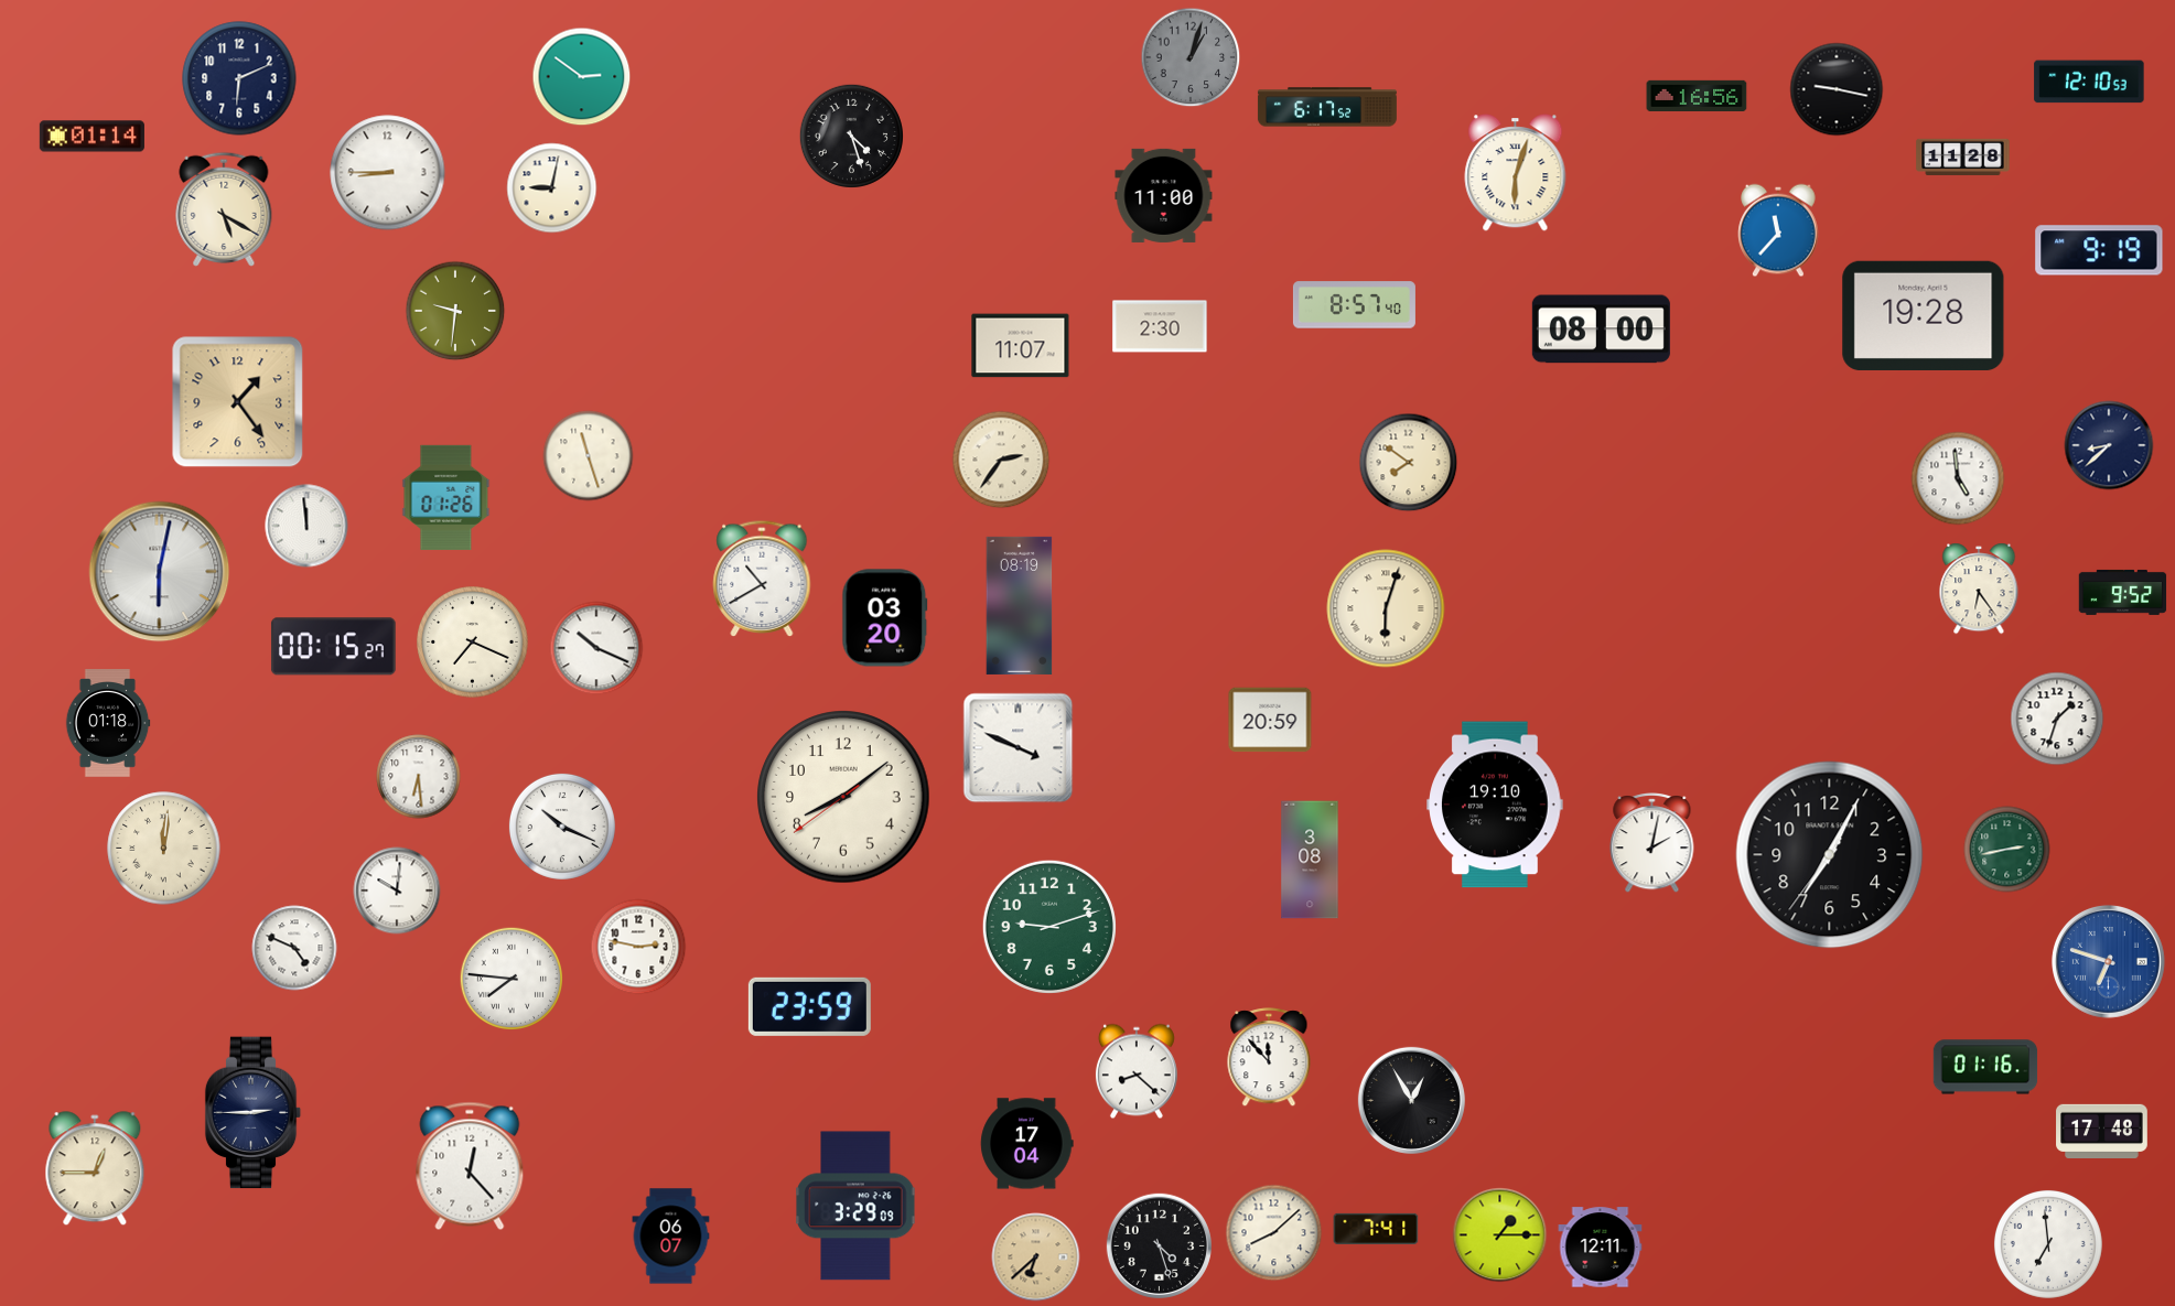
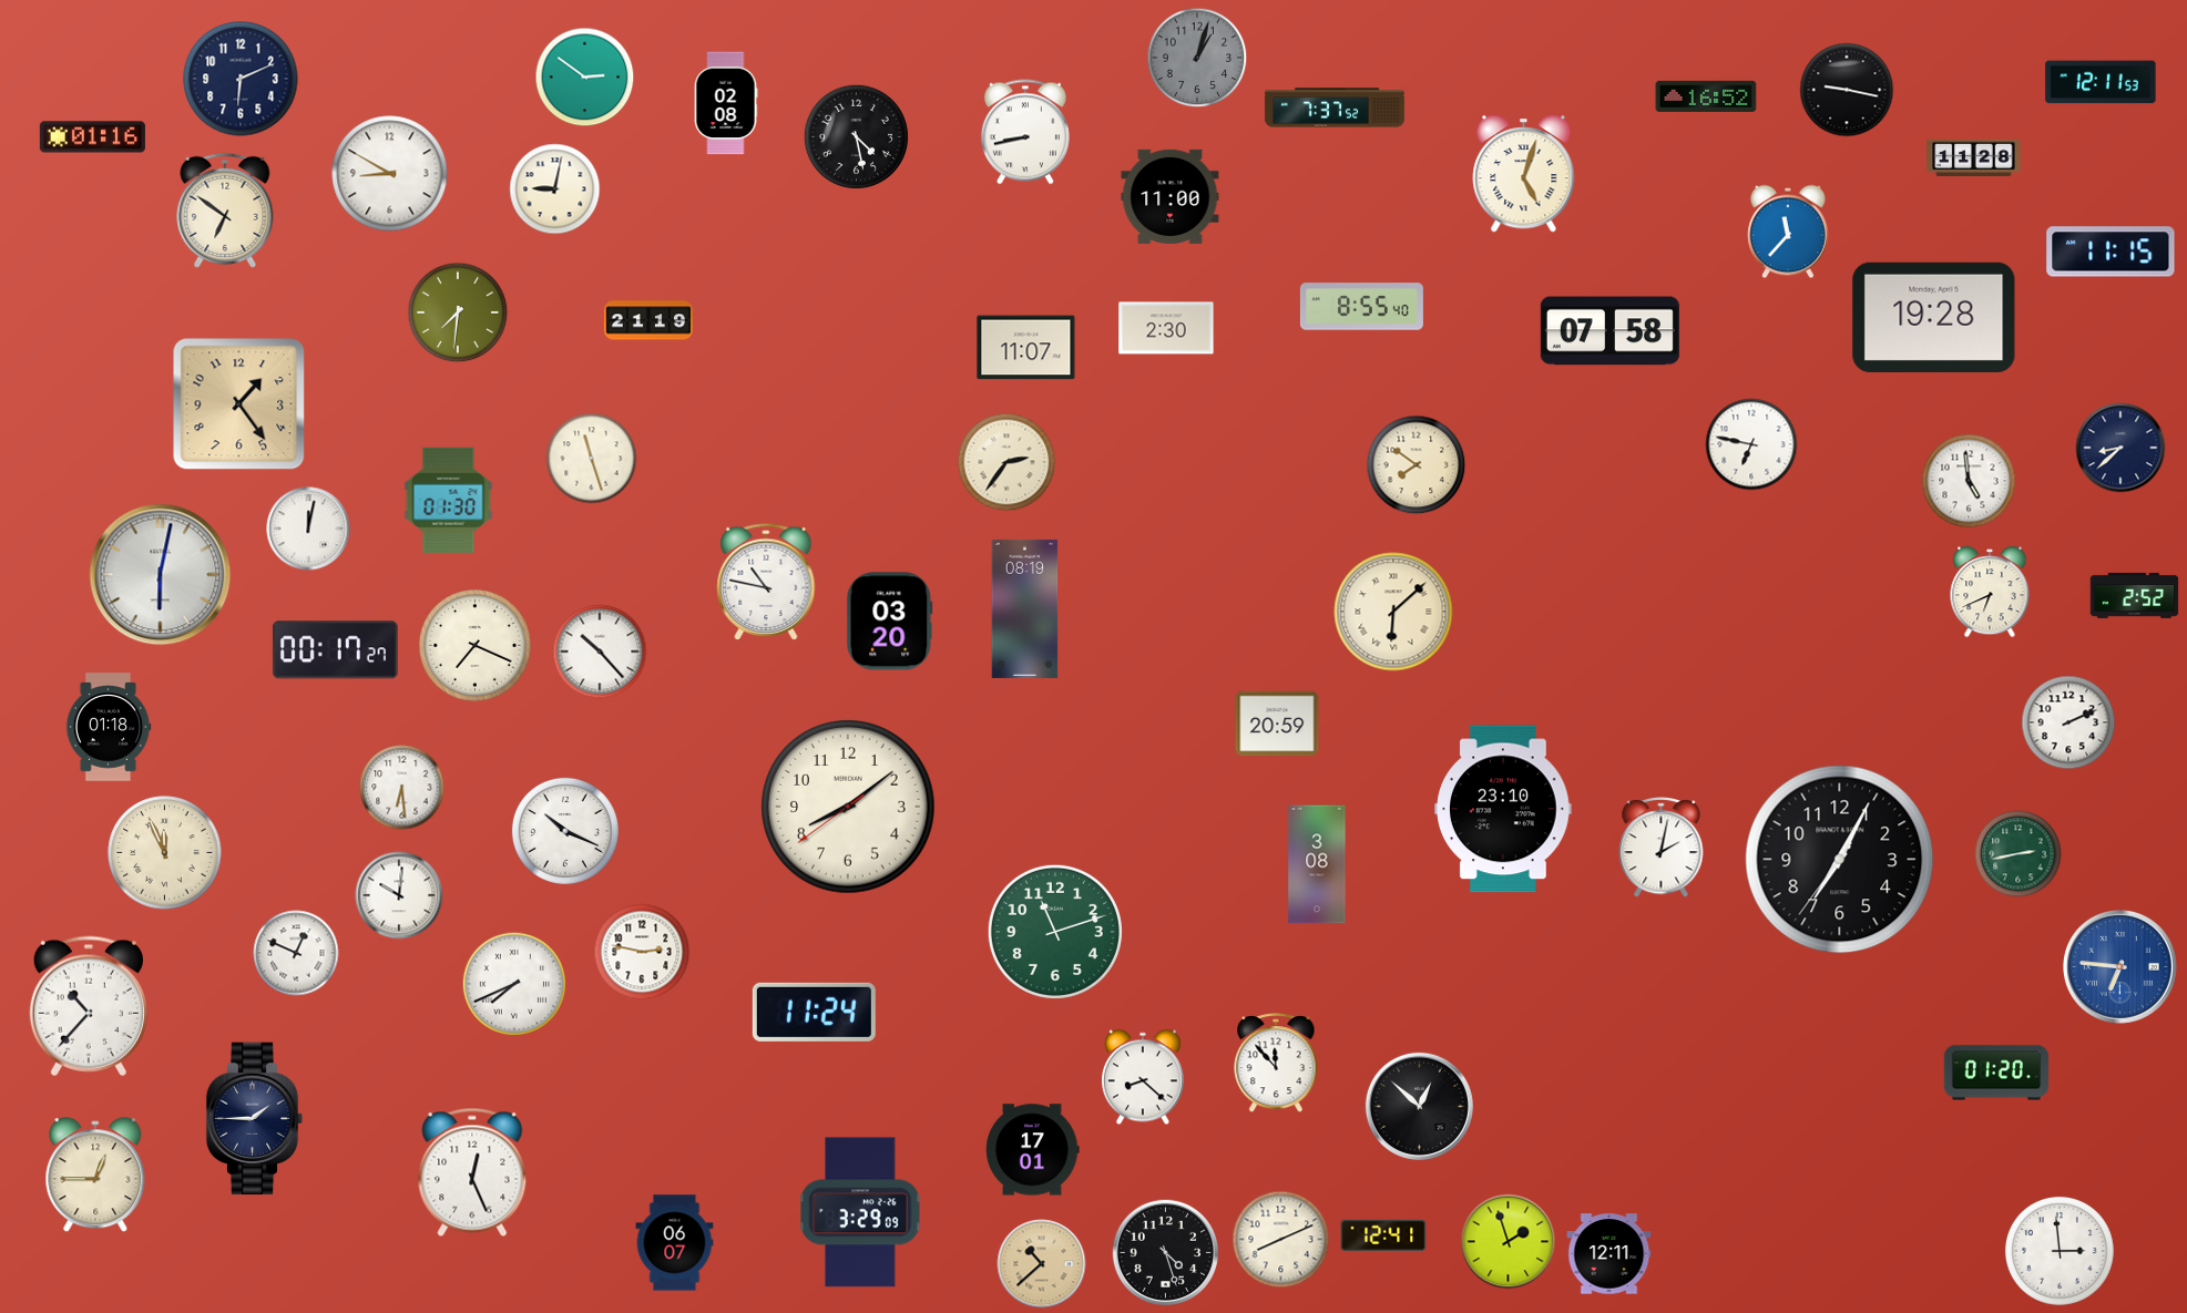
clock at (2089, 82): 12:10 -> 12:11
clock at (1697, 96): 16:56 -> 16:52
clock at (726, 103): none -> 02:08
clock at (1327, 107): 6:17 -> 7:37
clock at (1025, 132): none -> 8:43
clock at (851, 136): 4:27 -> 4:28
clock at (91, 137): 01:14 -> 01:16
clock at (388, 173): 8:45 -> 8:50
clock at (1516, 173): 6:03 -> 5:03
clock at (224, 209): 5:20 -> 6:51
clock at (2099, 250): 9:19 -> 11:15
clock at (1354, 305): 8:57 -> 8:55
clock at (455, 311): 9:31 -> 7:31
clock at (647, 320): none -> 21:19
clock at (1601, 330): 08:00 -> 07:58
clock at (1751, 444): none -> 6:47
clock at (446, 497): 01:26 -> 01:30
clock at (306, 526): 11:59 -> 12:02
clock at (762, 579): 10:40 -> 10:47
clock at (1979, 589): 6:24 -> 6:41
clock at (2123, 592): 9:52 -> 2:52
clock at (1386, 608): 6:03 -> 6:08
clock at (333, 647): 00:15 -> 00:17
clock at (596, 648): 10:19 -> 10:23
clock at (2057, 719): 1:33 -> 2:11
clock at (1019, 748): 3:49 -> none
clock at (419, 777) position: (419, 777) -> (402, 788)
clock at (843, 797) position: (843, 797) -> (848, 807)
clock at (1495, 805): 19:10 -> 23:10
clock at (164, 849): 12:01 -> 11:56
clock at (1049, 927): 9:12 -> 11:12
clock at (294, 948): 4:49 -> 12:49
clock at (2108, 961): 6:48 -> 6:46
clock at (512, 979): 7:46 -> 7:41
clock at (89, 1006): none -> 10:37
clock at (809, 1006): 23:59 -> 11:24
clock at (1985, 1067): 01:16 -> 01:20
clock at (1411, 1100): 12:55 -> 12:52
clock at (254, 1113): 2:45 -> 1:45
clock at (2102, 1131): 17:48 -> none
clock at (1027, 1144): 17:04 -> 17:01
clock at (470, 1166): 12:23 -> 12:26
clock at (1376, 1229): 7:41 -> 12:41
clock at (1274, 1233): 8:08 -> 8:11
clock at (1500, 1235): 1:15 -> 1:57
clock at (2048, 1244): 6:59 -> 2:59
clock at (1036, 1258): 6:38 -> 10:38
